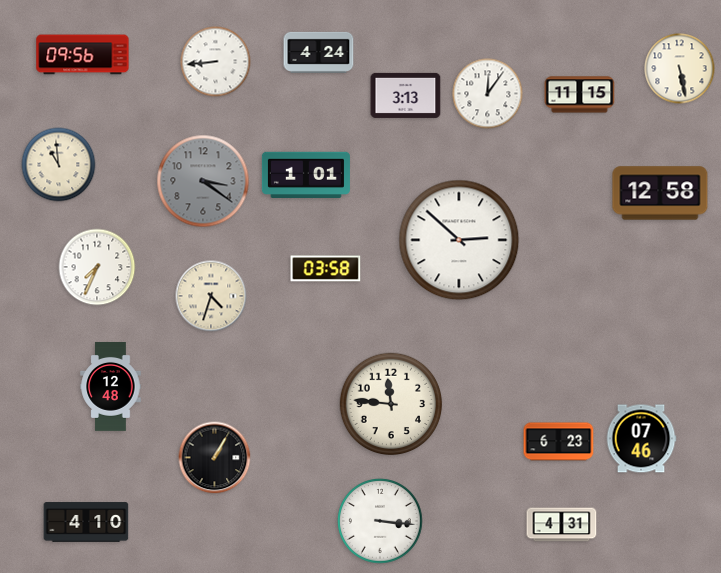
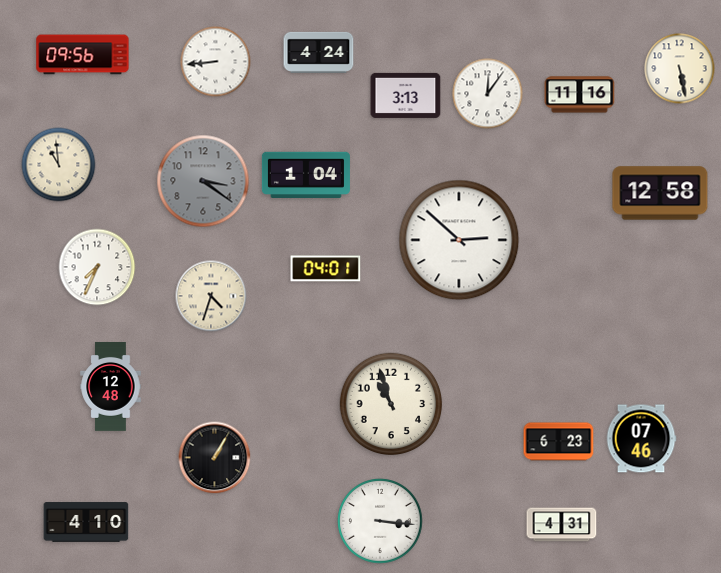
clock at (580, 95): 11:15 -> 11:16
clock at (306, 174): 1:01 -> 1:04
clock at (326, 269): 03:58 -> 04:01
clock at (391, 404): 11:46 -> 10:57
